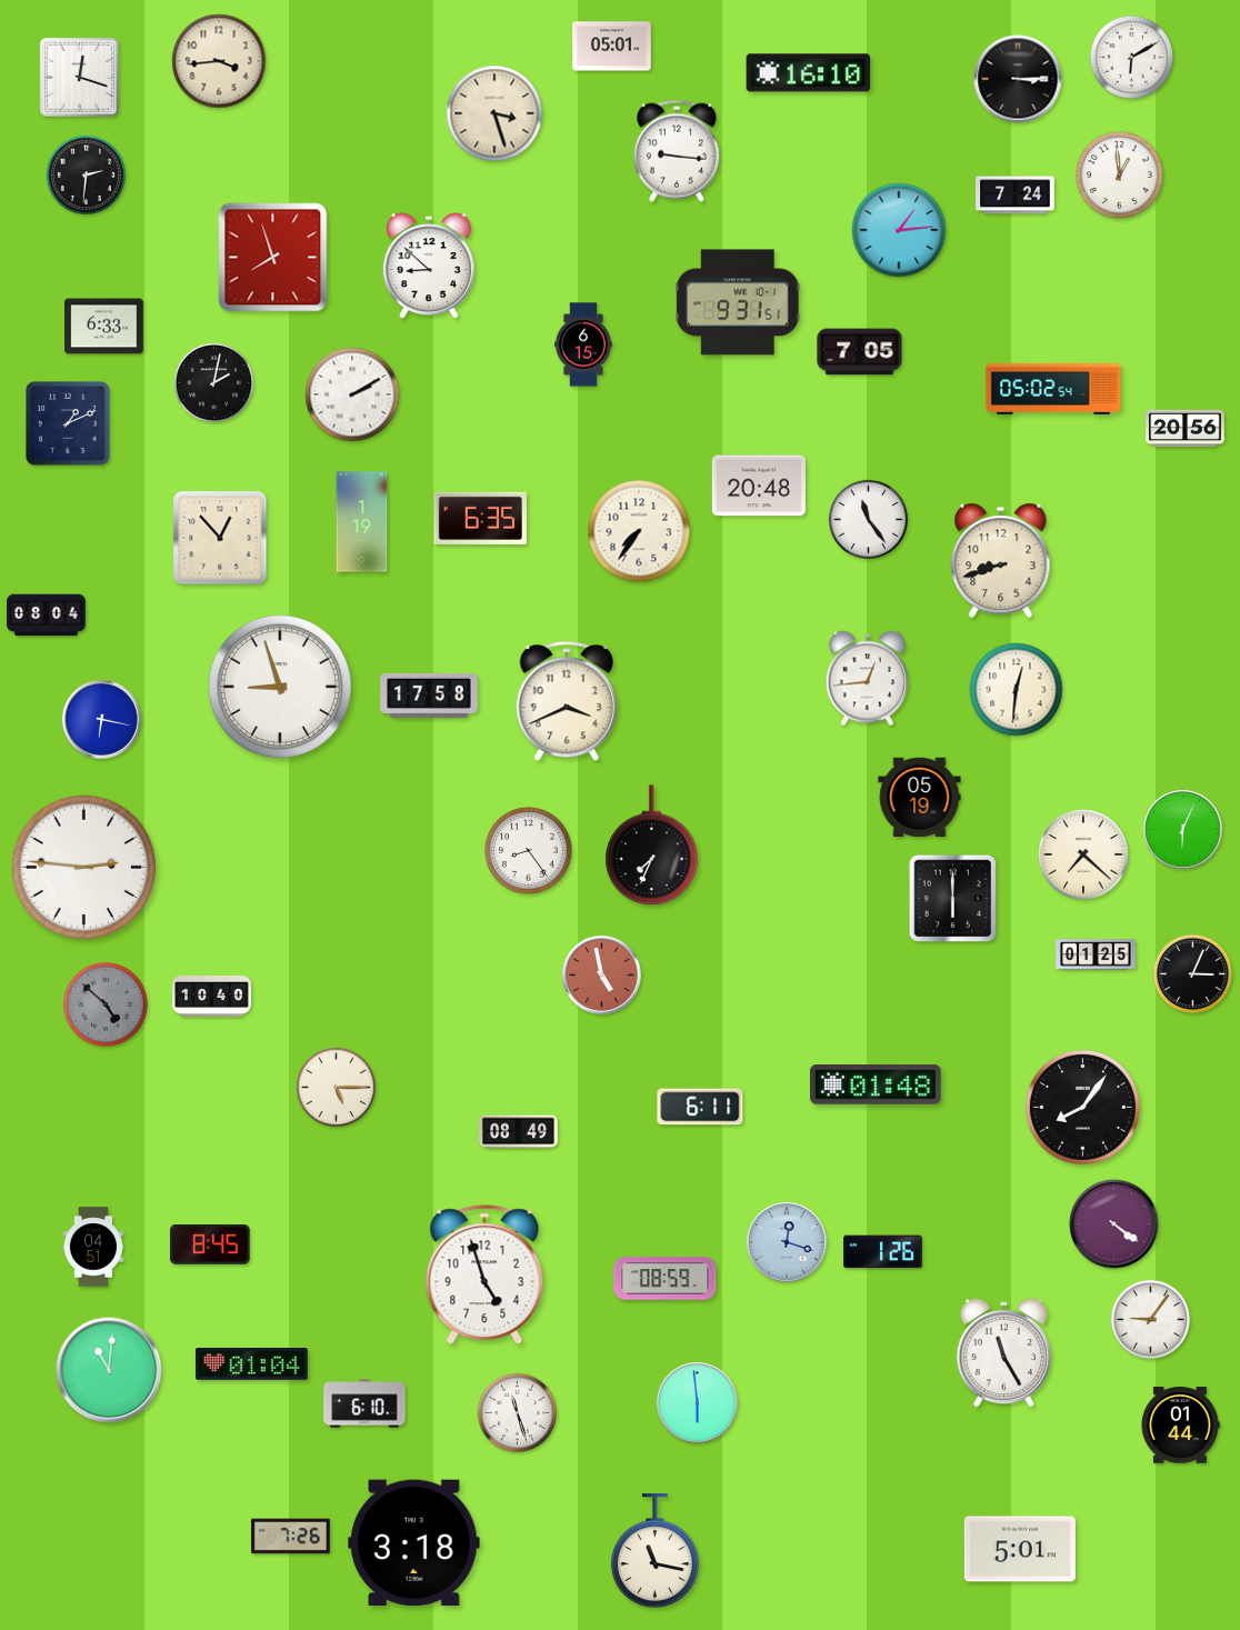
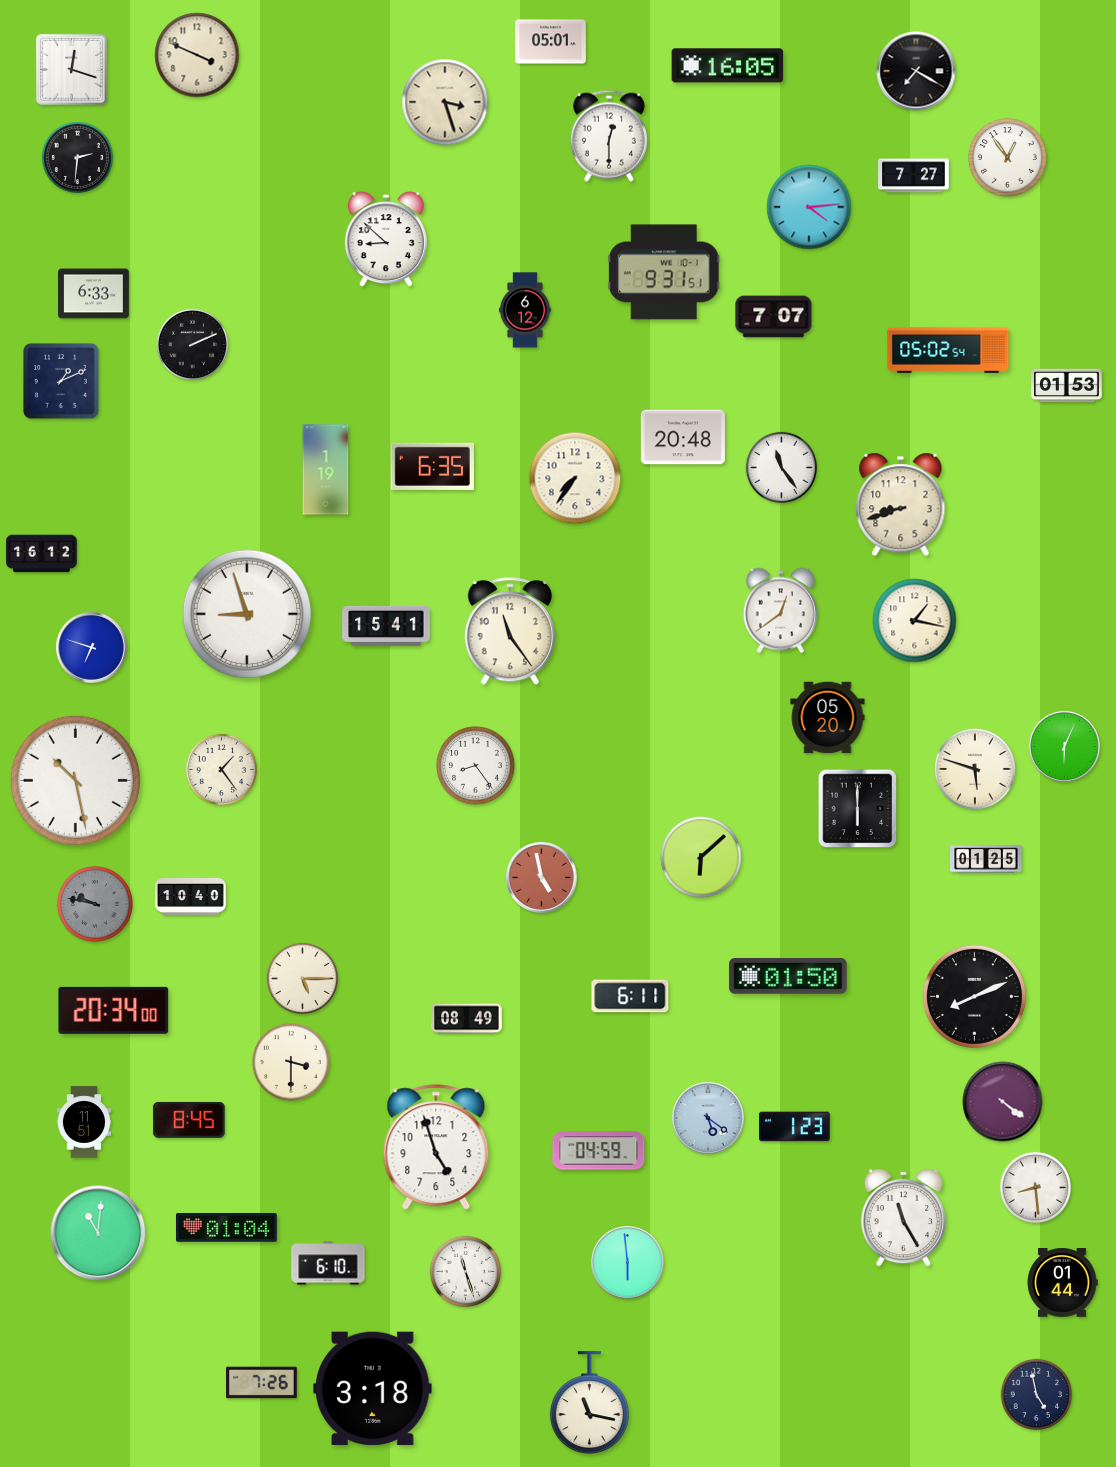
clock at (1131, 57): 6:10 -> none
clock at (219, 61): 3:44 -> 3:49
clock at (809, 73): 16:10 -> 16:05
clock at (1018, 79): 3:15 -> 7:20
clock at (677, 151): 9:16 -> 12:30
clock at (1120, 176): 12:59 -> 12:54
clock at (1016, 196): 7:24 -> 7:27
clock at (899, 230): 1:14 -> 4:14
clock at (273, 258): 7:57 -> none
clock at (583, 344): 6:15 -> 6:12
clock at (860, 352): 7:05 -> 7:07
clock at (213, 382): 2:02 -> 2:11
clock at (352, 394): 2:10 -> none
clock at (1186, 429): 20:56 -> 01:53
clock at (220, 538): 12:53 -> none
clock at (47, 616): 08:04 -> 16:12
clock at (867, 679): 12:44 -> 12:39
clock at (279, 686) position: (279, 686) -> (246, 613)
clock at (1017, 690): 12:31 -> 1:17
clock at (429, 696): 17:58 -> 15:41
clock at (567, 702): 3:41 -> 11:24
clock at (102, 720): 6:17 -> 6:48
clock at (920, 798): 05:19 -> 05:20
clock at (652, 846): 7:34 -> none
clock at (221, 769): none -> 1:24
clock at (1083, 854): 7:22 -> 5:48
clock at (83, 867): 2:46 -> 10:28
clock at (701, 857): none -> 6:08
clock at (1192, 973): 3:04 -> none
clock at (106, 1004): 4:52 -> 9:47
clock at (876, 1086): 01:48 -> 01:50
clock at (1082, 1107): 8:06 -> 8:11
clock at (114, 1010): none -> 20:34
clock at (291, 1062): none -> 3:30
clock at (787, 1242): 12:18 -> 5:21
clock at (92, 1247): 04:51 -> 11:51
clock at (883, 1252): 1:26 -> 1:23
clock at (666, 1279): 08:59 -> 04:59
clock at (1150, 1319): 9:06 -> 8:29
clock at (1020, 1549): 5:01 -> none
clock at (1036, 1394): none -> 4:58
clock at (654, 1551) position: (654, 1551) -> (589, 1403)
